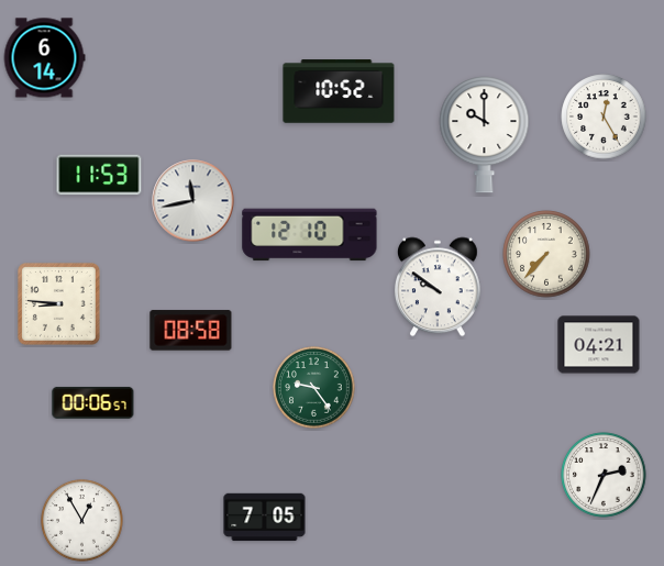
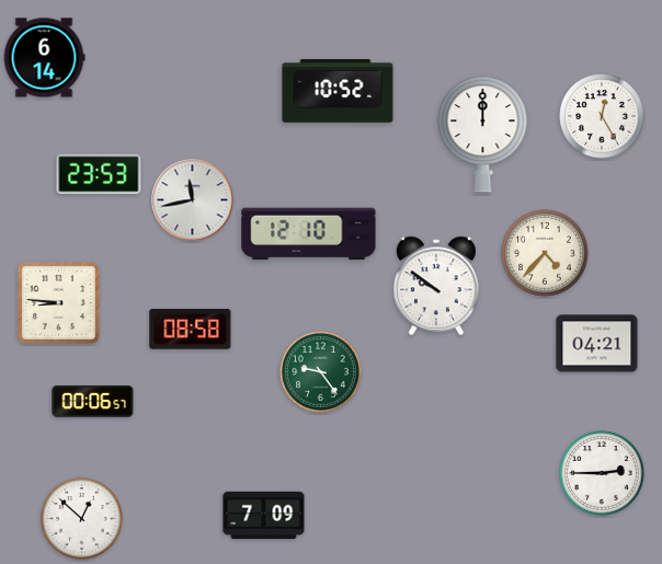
clock at (485, 135): 10:00 -> 12:00
clock at (99, 175): 11:53 -> 23:53
clock at (546, 254): 7:37 -> 4:37
clock at (314, 388) position: (314, 388) -> (321, 372)
clock at (604, 475): 2:34 -> 2:45
clock at (265, 518): 7:05 -> 7:09
clock at (82, 521): 12:55 -> 12:52
